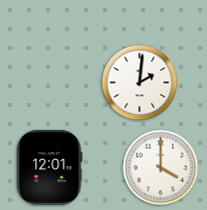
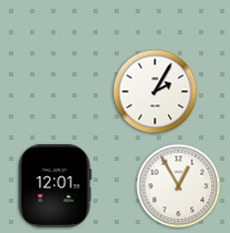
clock at (140, 83): 2:01 -> 2:05
clock at (161, 168): 4:00 -> 12:55
